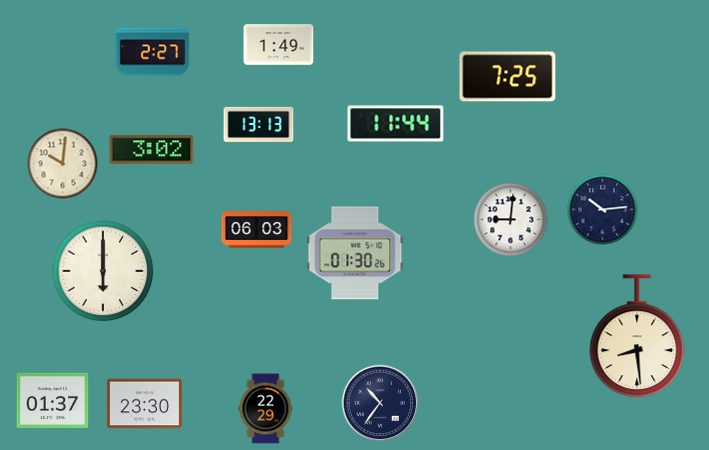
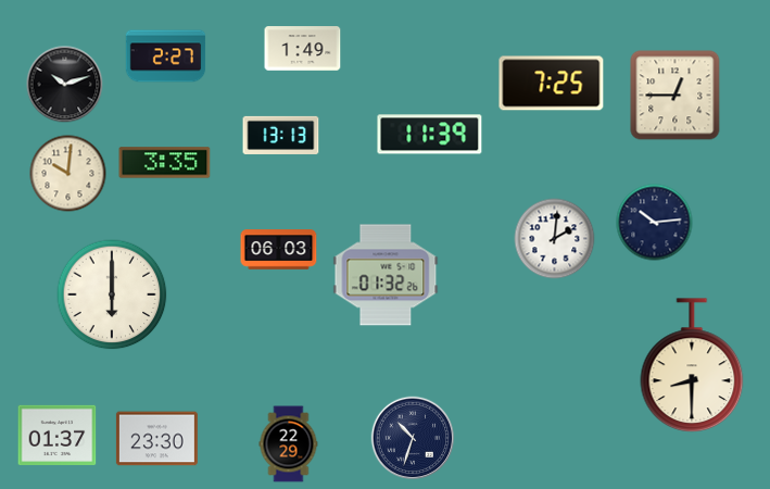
clock at (65, 85): none -> 10:12
clock at (676, 96): none -> 12:45
clock at (396, 124): 11:44 -> 11:39
clock at (152, 150): 3:02 -> 3:35
clock at (63, 164) position: (63, 164) -> (68, 174)
clock at (603, 210) position: (603, 210) -> (655, 223)
clock at (511, 220): 9:01 -> 2:01
clock at (355, 253): 01:30 -> 01:32
clock at (637, 336): 8:29 -> 8:30
clock at (380, 403): 10:36 -> 10:33
